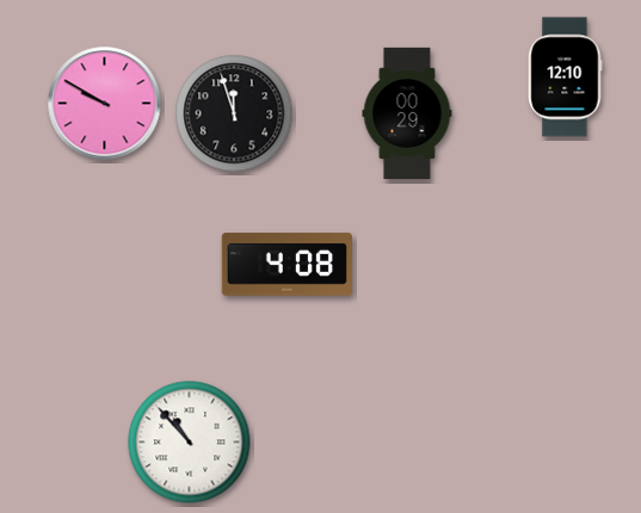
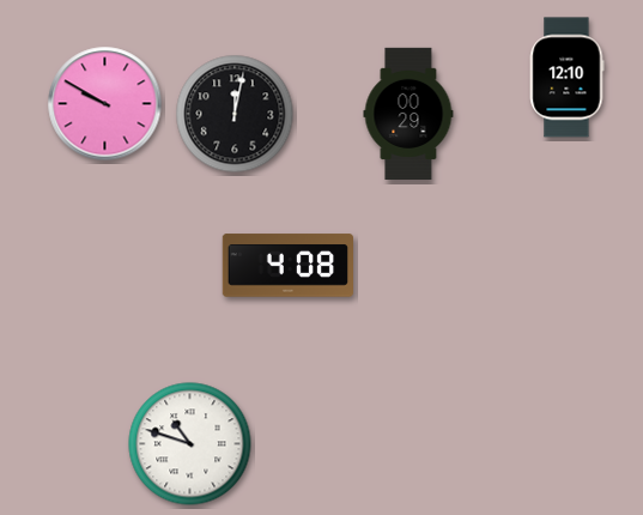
clock at (234, 113): 11:57 -> 12:02
clock at (190, 443): 10:53 -> 10:48
